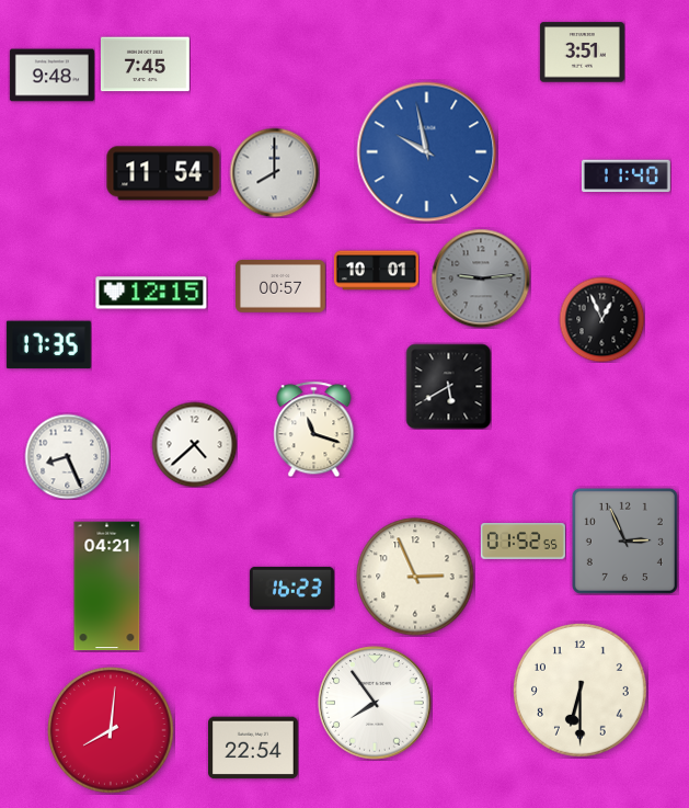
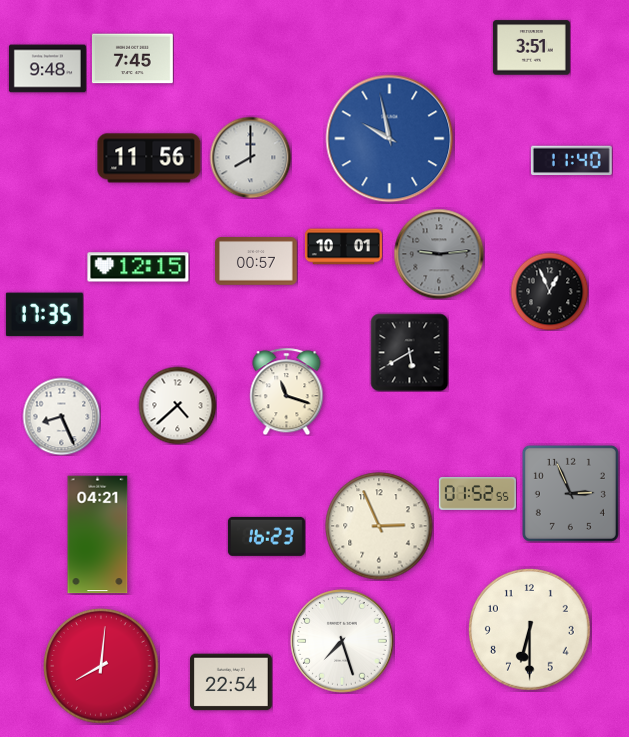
clock at (163, 173): 11:54 -> 11:56
clock at (375, 703): 7:54 -> 7:27
